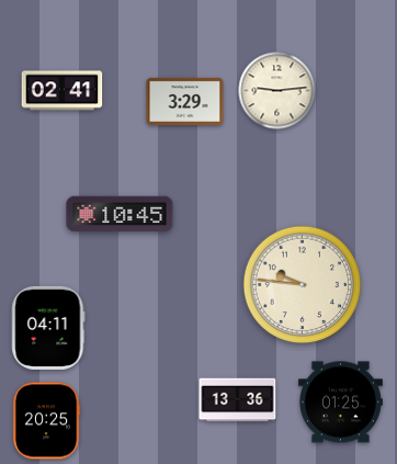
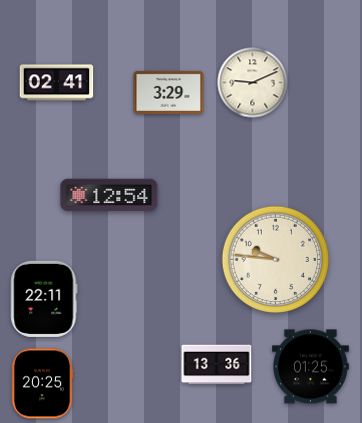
clock at (277, 91): 9:14 -> 9:11
clock at (120, 214): 10:45 -> 12:54
clock at (48, 328): 04:11 -> 22:11
